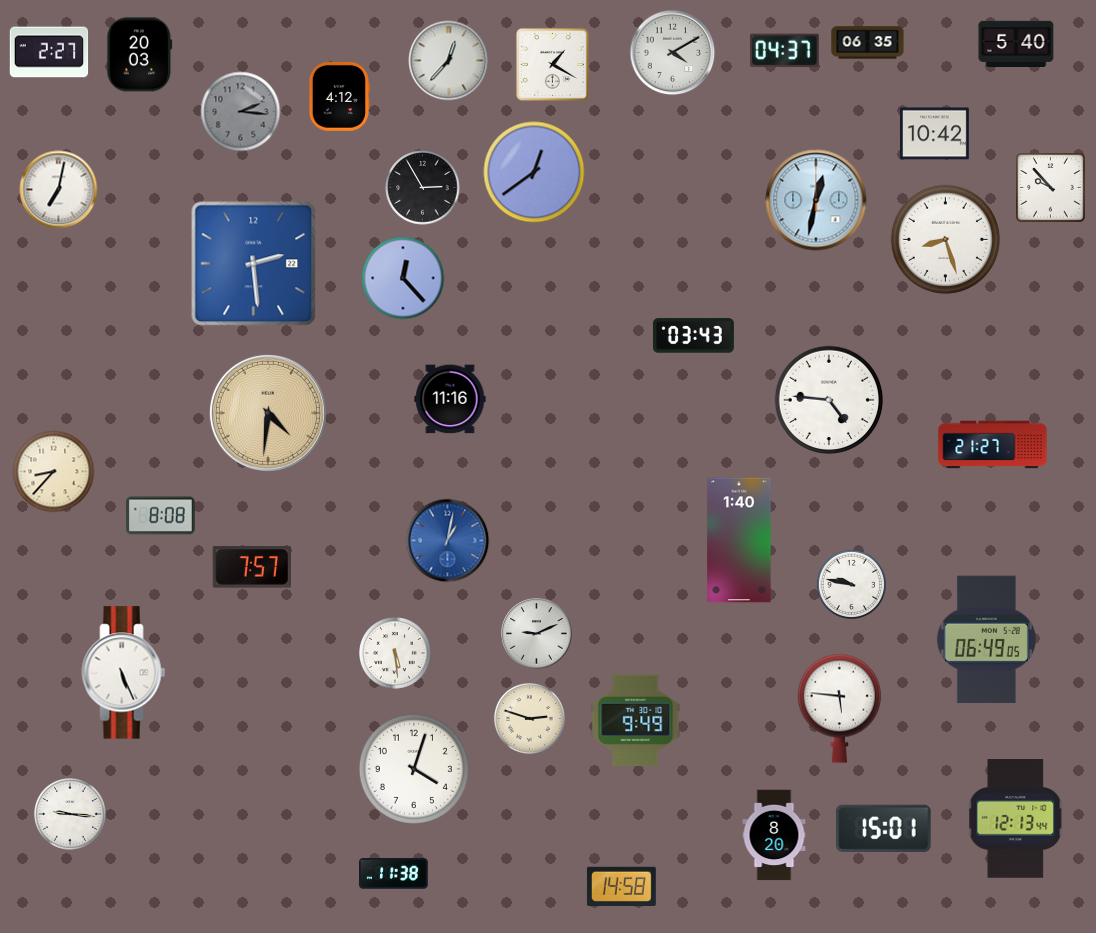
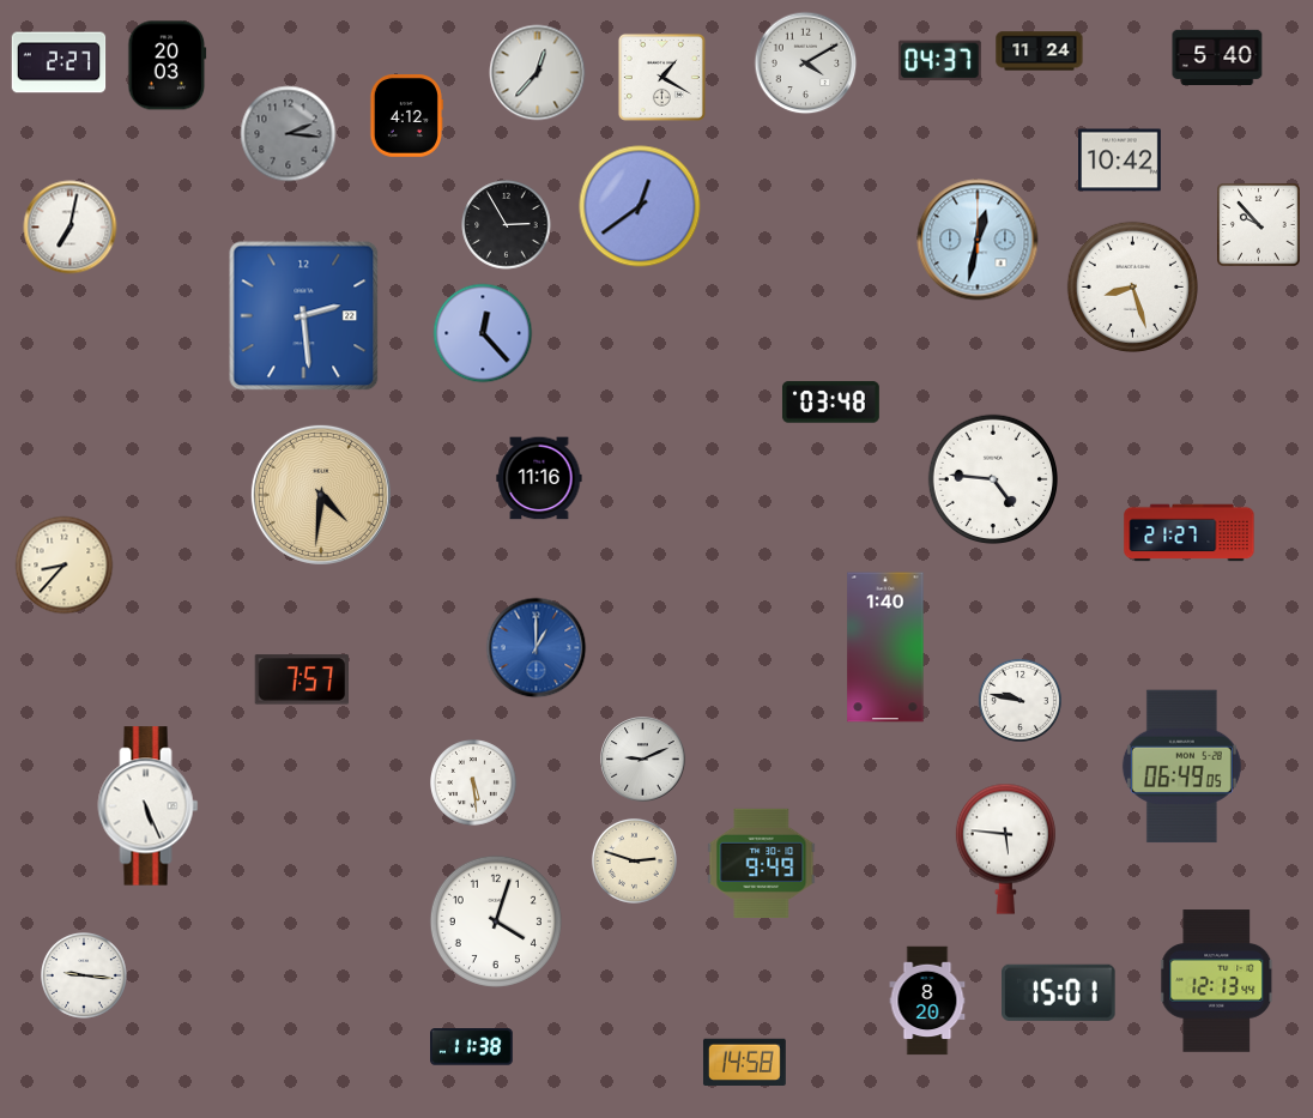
clock at (868, 43): 06:35 -> 11:24
clock at (1016, 43) position: (1016, 43) -> (1217, 56)
clock at (693, 336): 03:43 -> 03:48
clock at (161, 516): 8:08 -> none
clock at (448, 541): 1:02 -> 1:00
